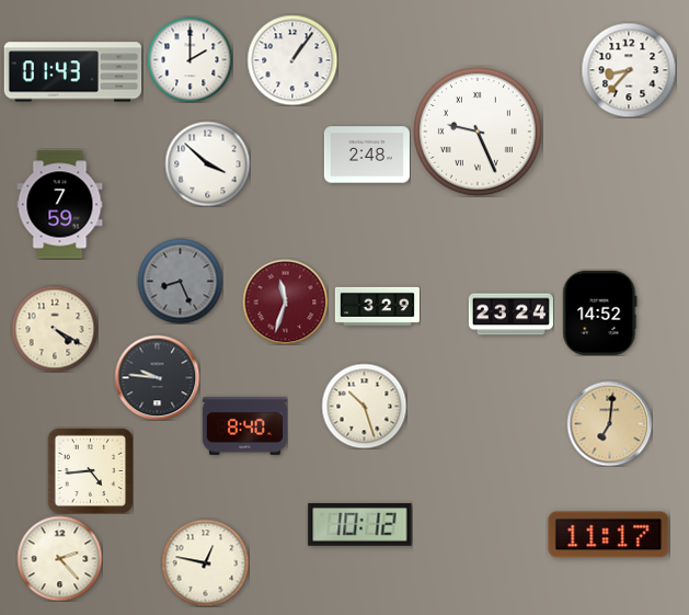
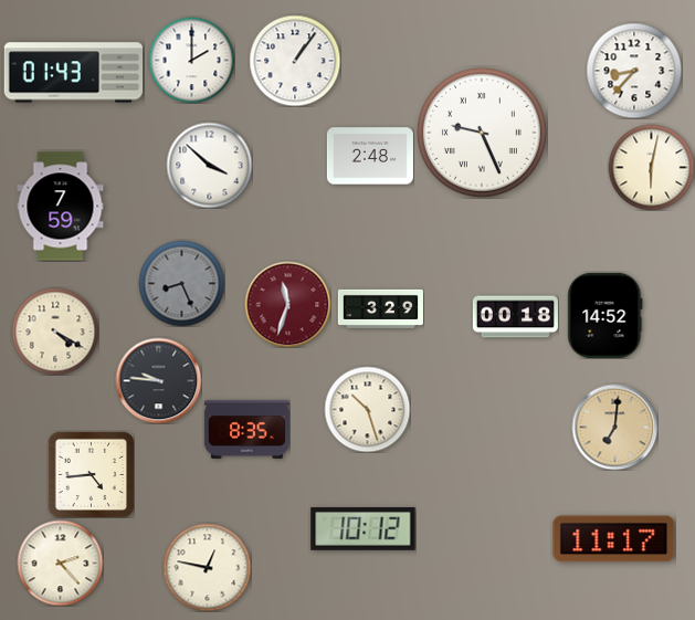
clock at (651, 167): none -> 6:02
clock at (510, 315): 23:24 -> 00:18
clock at (244, 425): 8:40 -> 8:35
